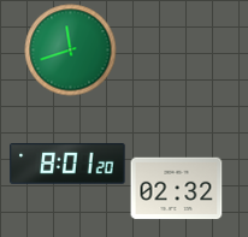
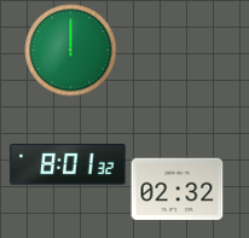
clock at (71, 51): 11:42 -> 12:00
clock at (67, 164): 8:01:20 -> 8:01:32
